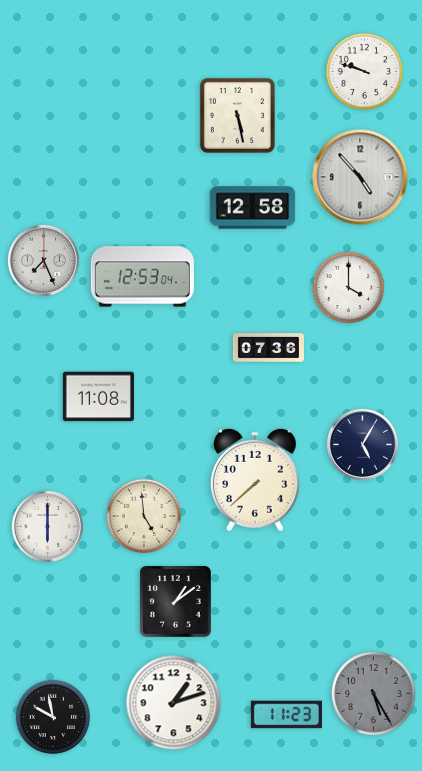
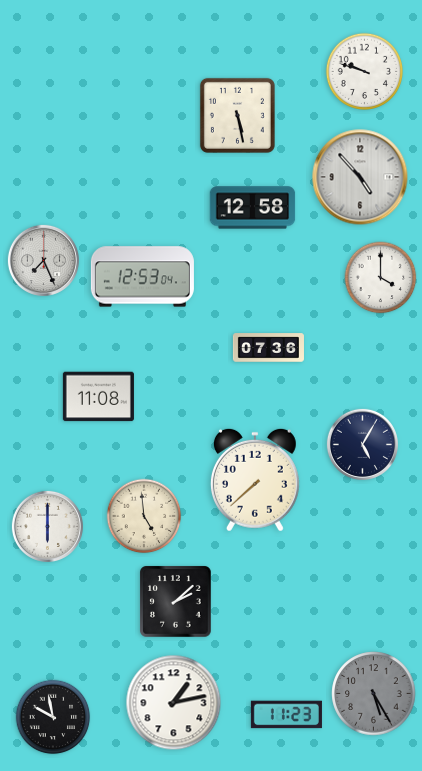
clock at (349, 288) position: (349, 288) -> (381, 278)
clock at (176, 602): 1:09 -> 2:08
clock at (174, 703): 1:12 -> 1:13
